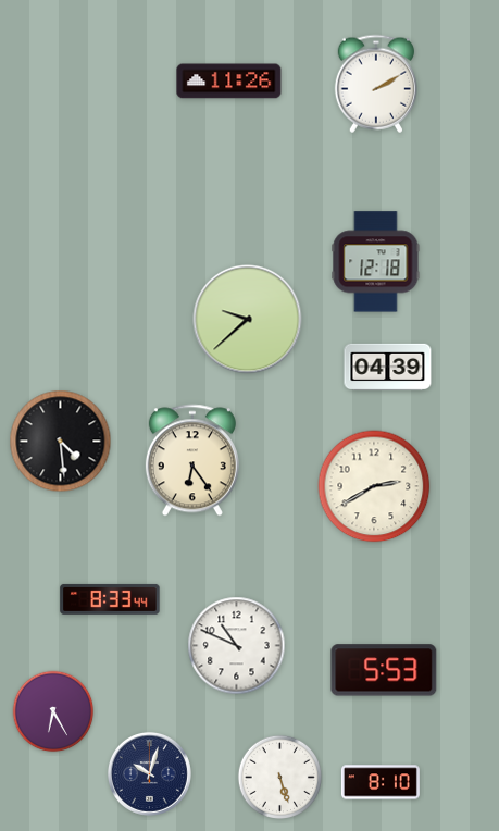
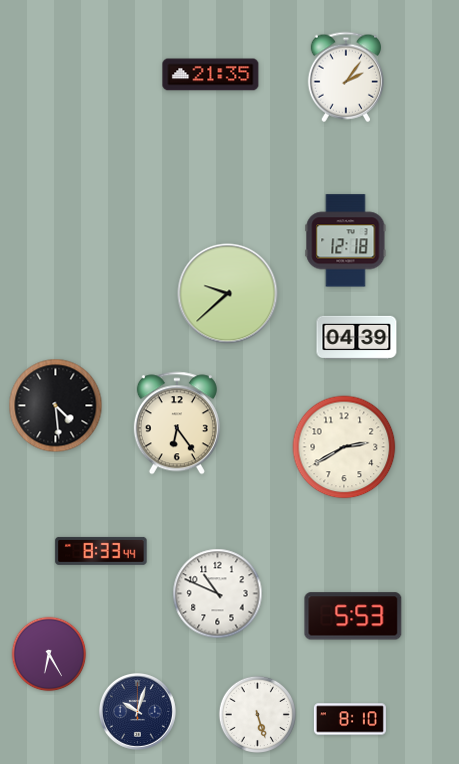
clock at (229, 82): 11:26 -> 21:35
clock at (375, 84): 2:10 -> 2:06
